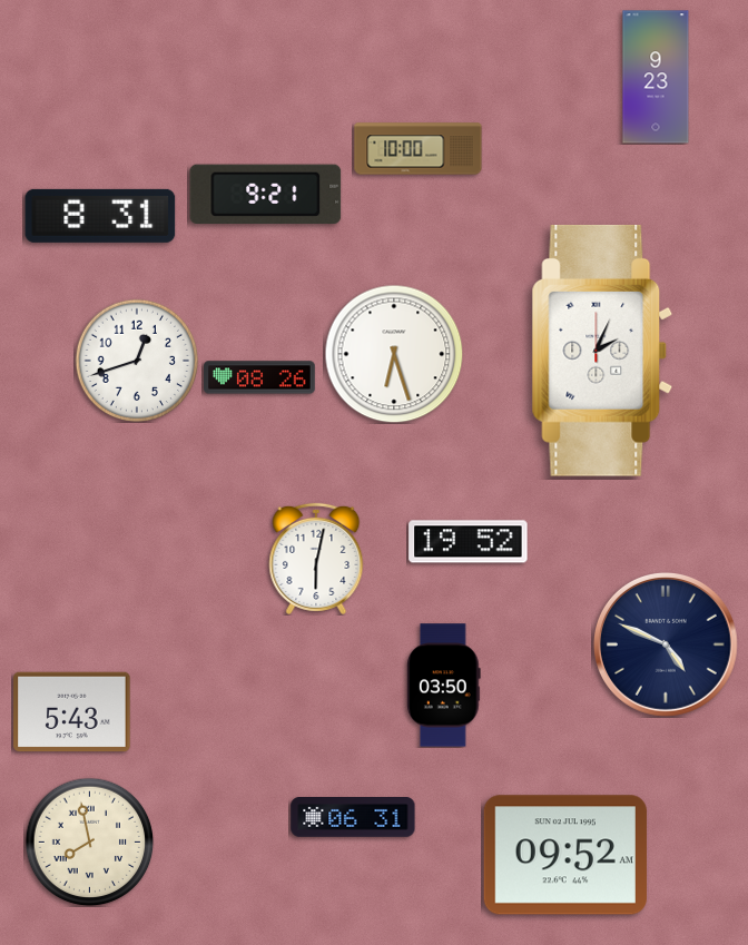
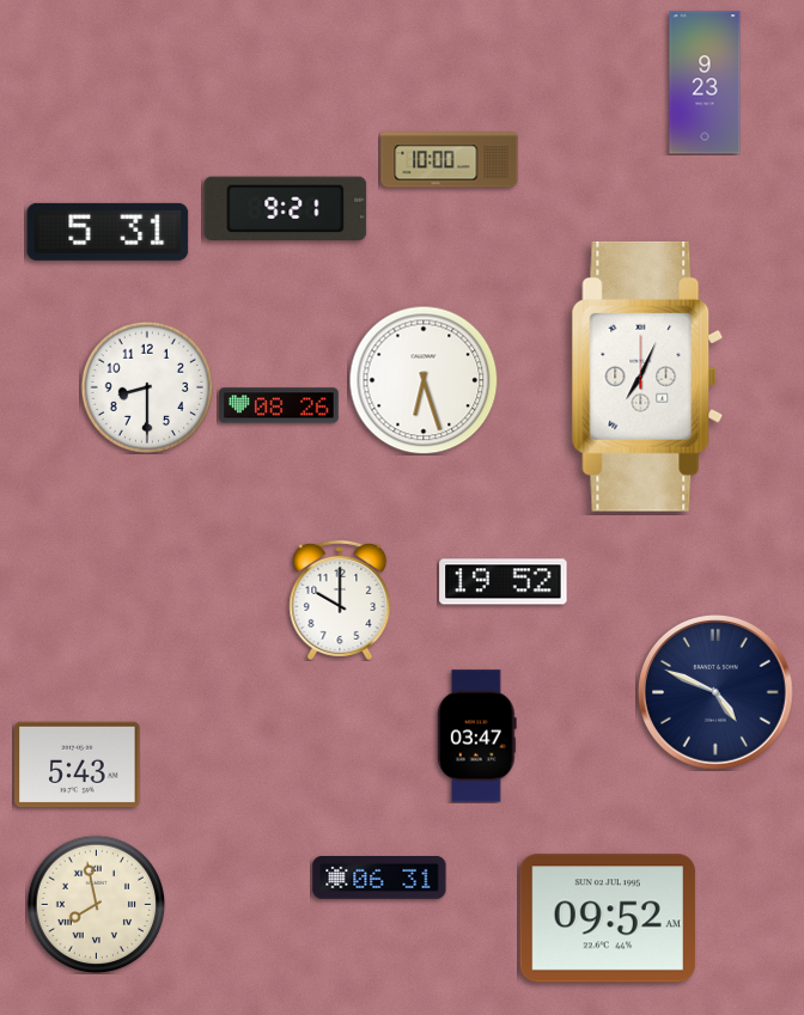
clock at (100, 216): 8:31 -> 5:31
clock at (602, 351): 2:04 -> 7:04
clock at (136, 360): 12:42 -> 8:30
clock at (316, 559): 6:02 -> 10:00
clock at (443, 686): 03:50 -> 03:47
